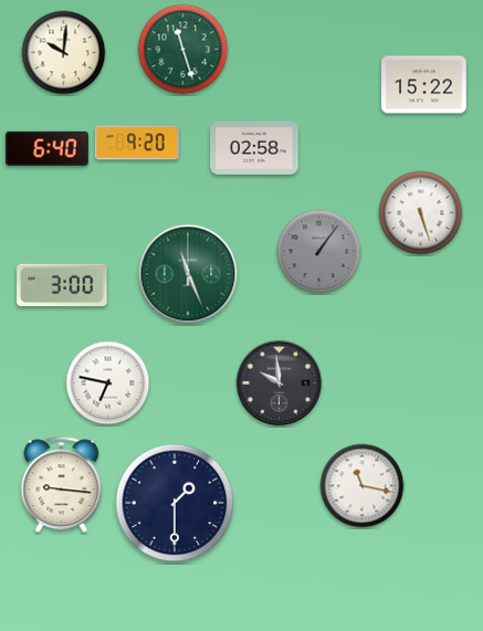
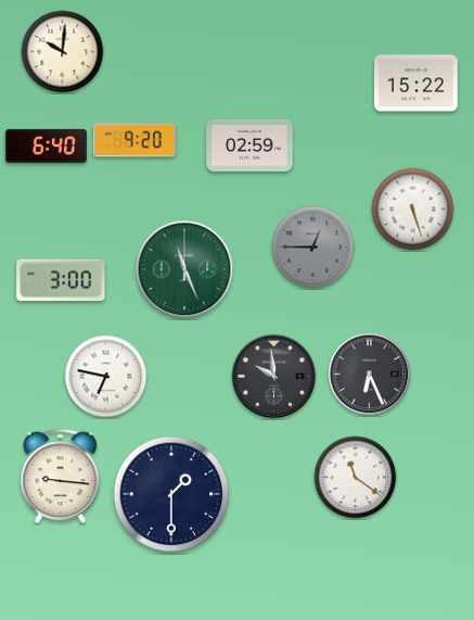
clock at (183, 50): 11:27 -> none
clock at (254, 148): 02:58 -> 02:59
clock at (319, 252): 1:06 -> 12:45
clock at (370, 375): none -> 6:26
clock at (363, 486): 11:17 -> 11:21
